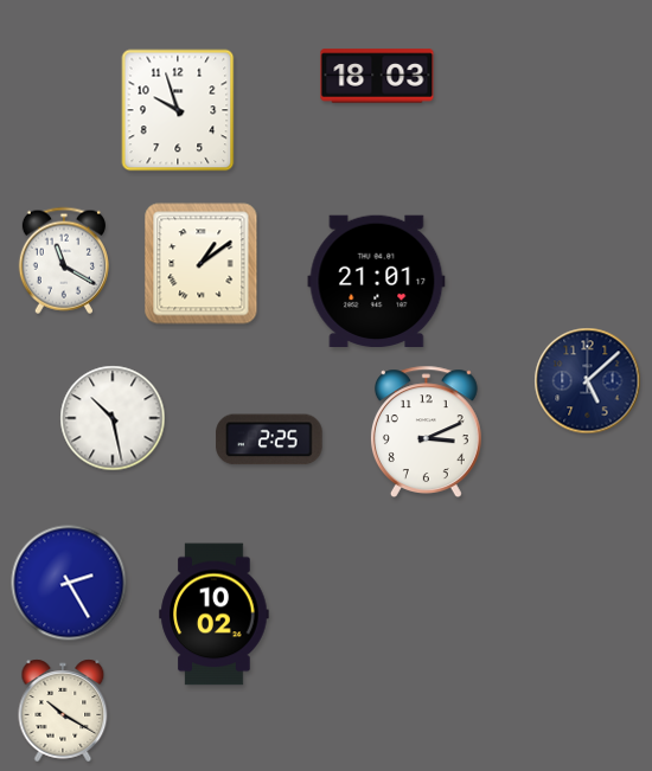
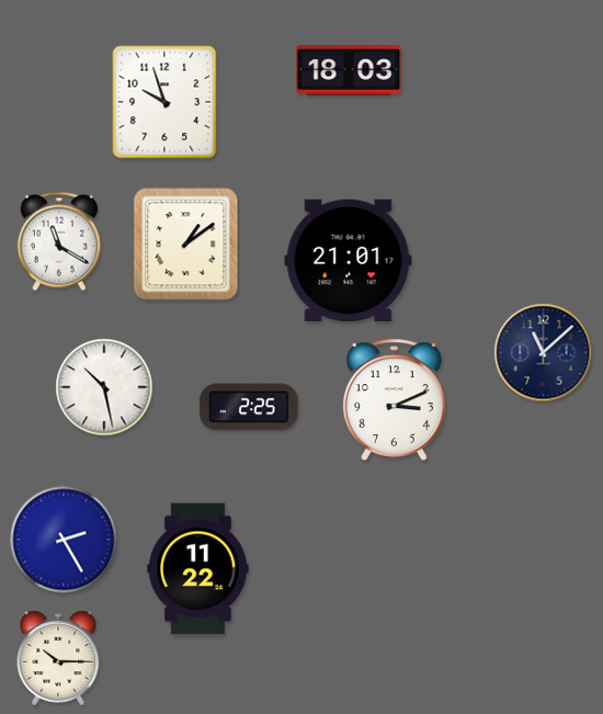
clock at (588, 381): 5:08 -> 11:08
clock at (215, 615): 10:02 -> 11:22
clock at (63, 711): 10:20 -> 10:15
